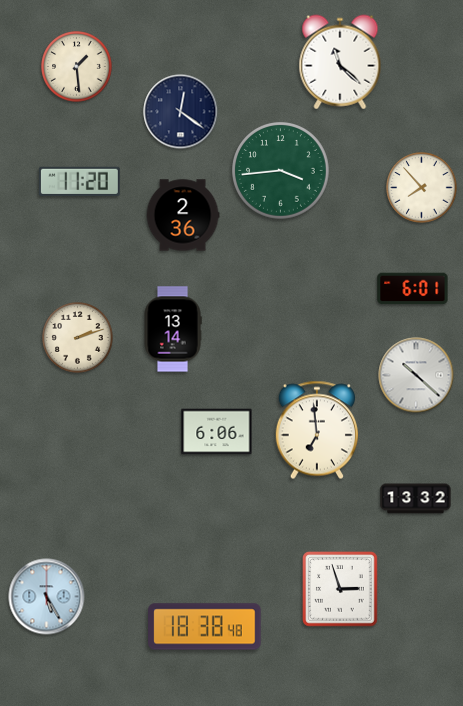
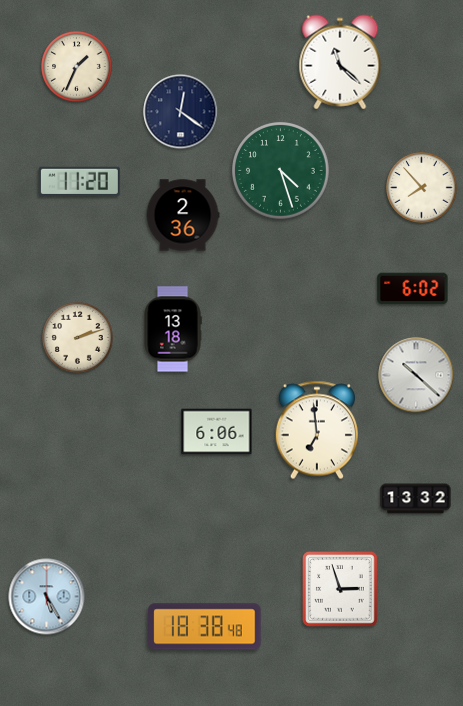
clock at (77, 67): 1:29 -> 1:34
clock at (281, 171): 3:44 -> 4:27
clock at (413, 289): 6:01 -> 6:02
clock at (173, 329): 13:14 -> 13:18
